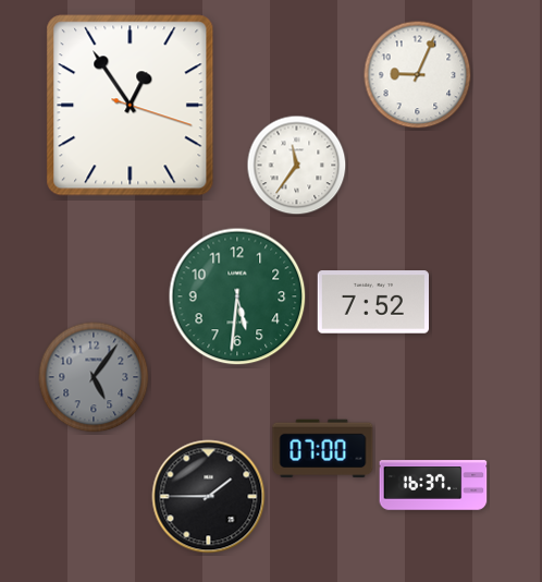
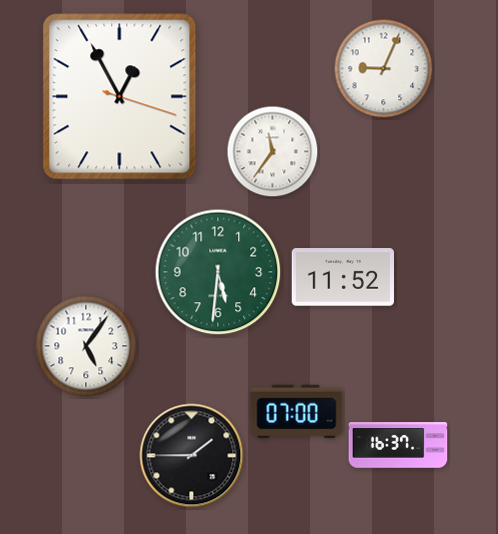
clock at (131, 106): 12:54 -> 12:55
clock at (372, 302): 7:52 -> 11:52
clock at (94, 377) dial: grey -> white
